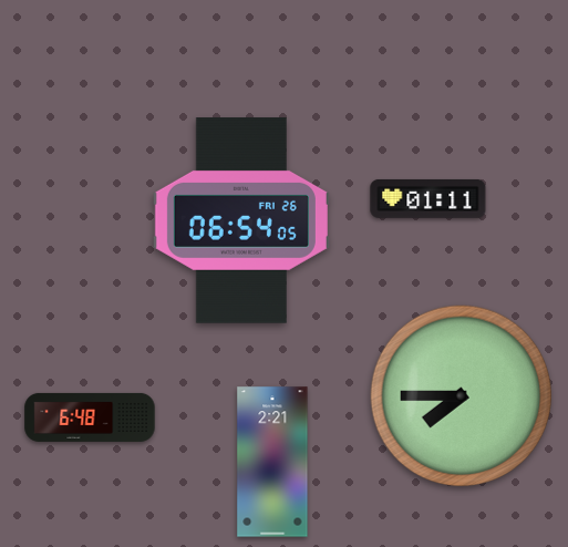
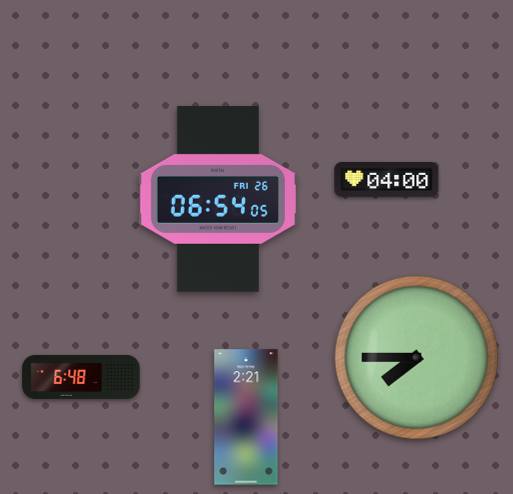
clock at (428, 198): 01:11 -> 04:00
